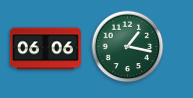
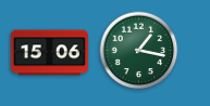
clock at (45, 49): 06:06 -> 15:06
